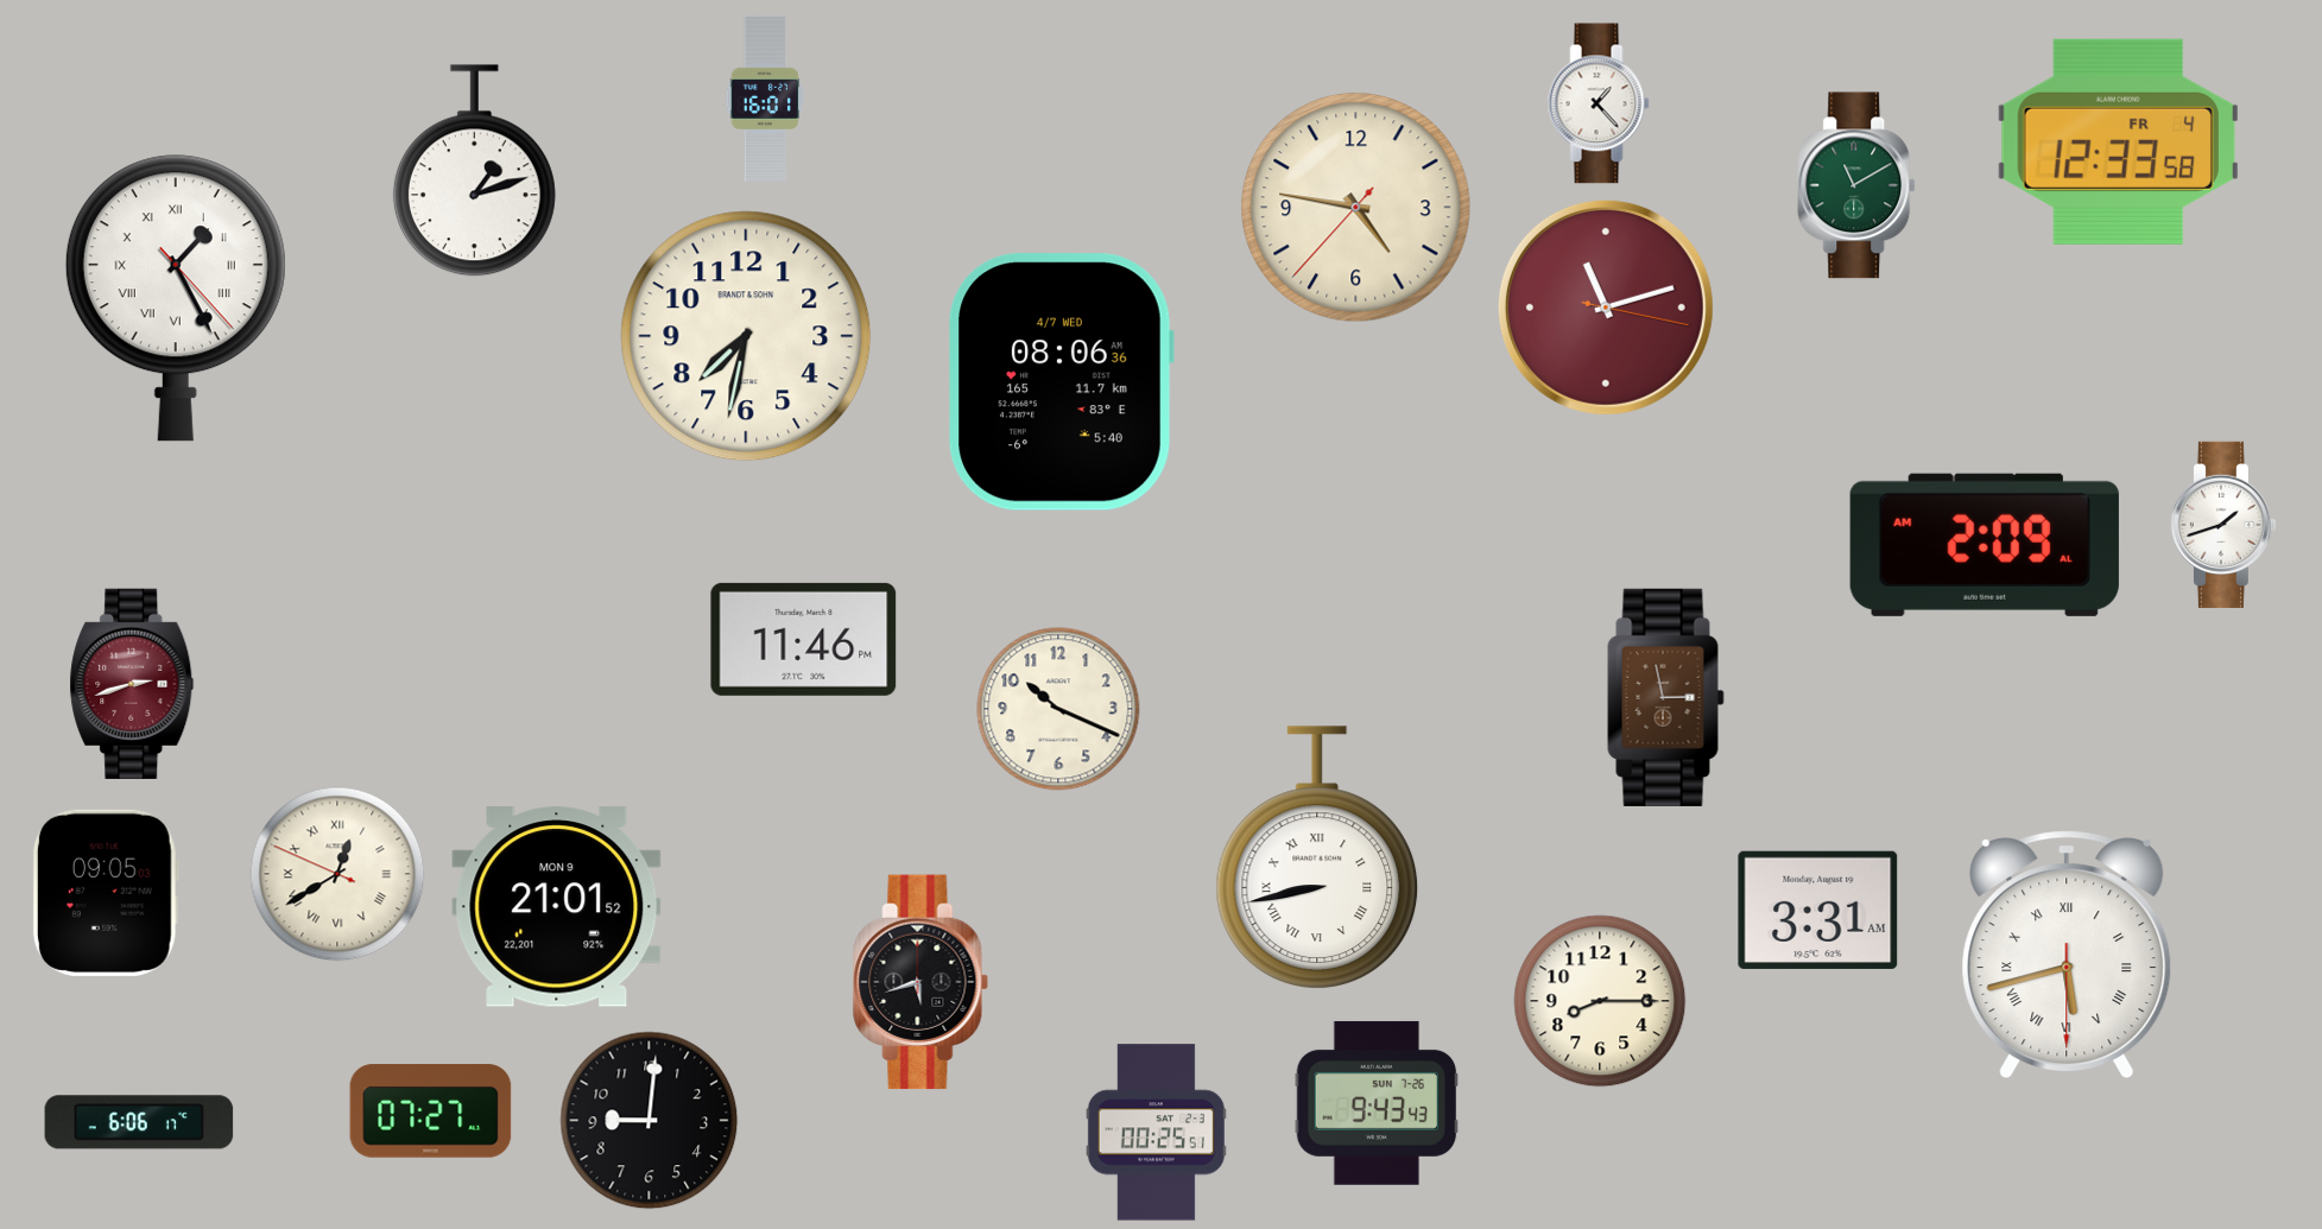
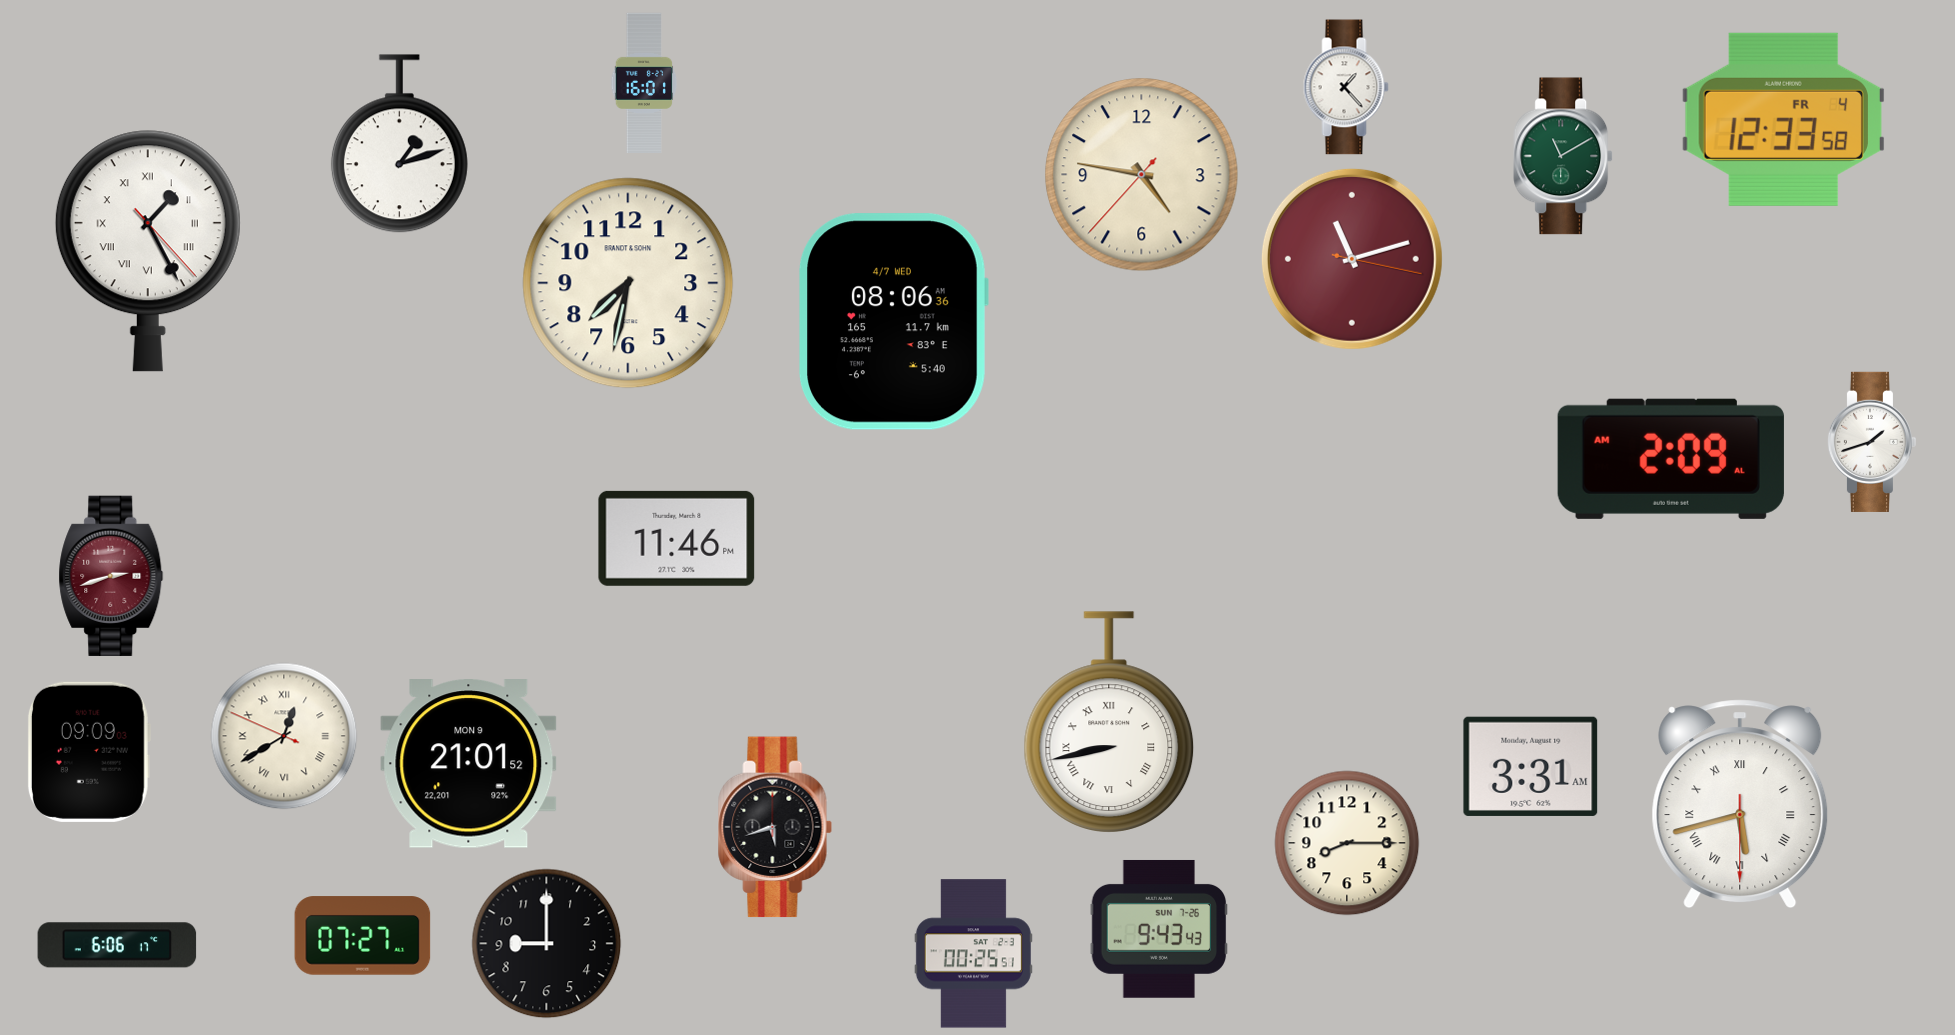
clock at (1666, 697): 2:58 -> none
clock at (1058, 709): 10:19 -> none
clock at (106, 893): 09:05 -> 09:09
clock at (650, 1121): 9:01 -> 9:00
